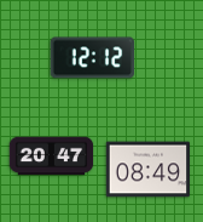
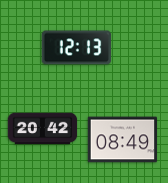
clock at (93, 58): 12:12 -> 12:13
clock at (52, 156): 20:47 -> 20:42
